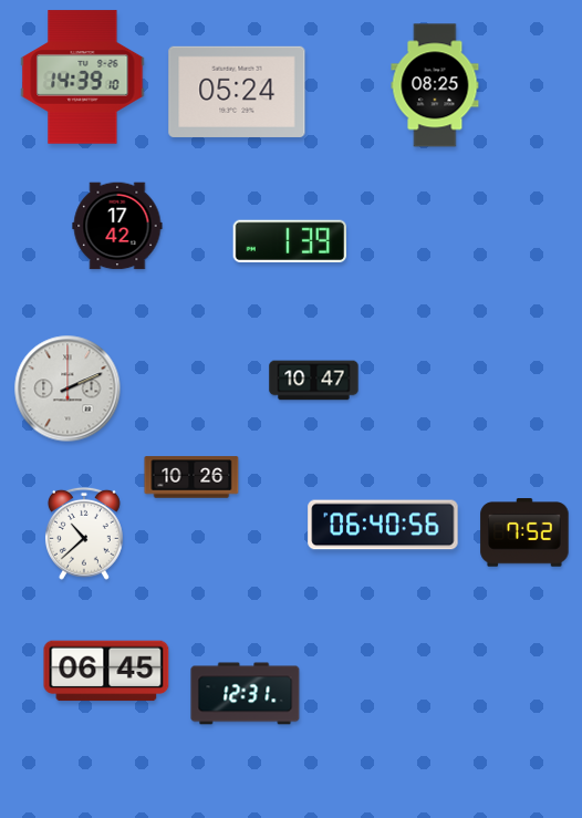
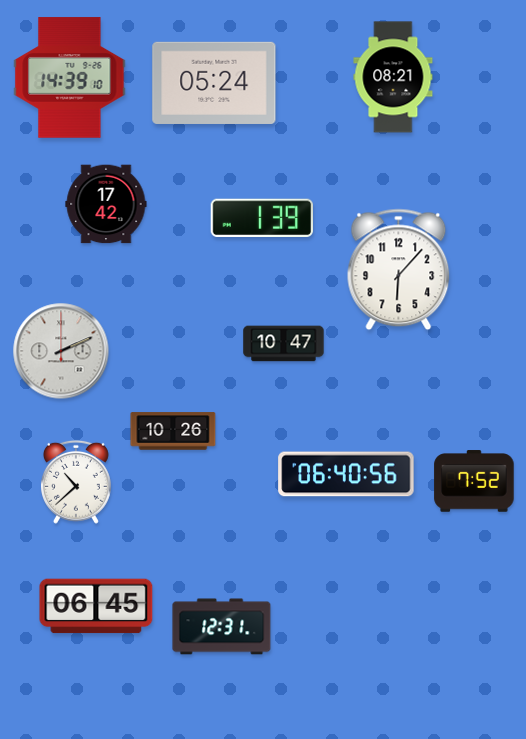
clock at (83, 77) position: (83, 77) -> (70, 78)
clock at (435, 85): 08:25 -> 08:21
clock at (399, 270): none -> 6:07
